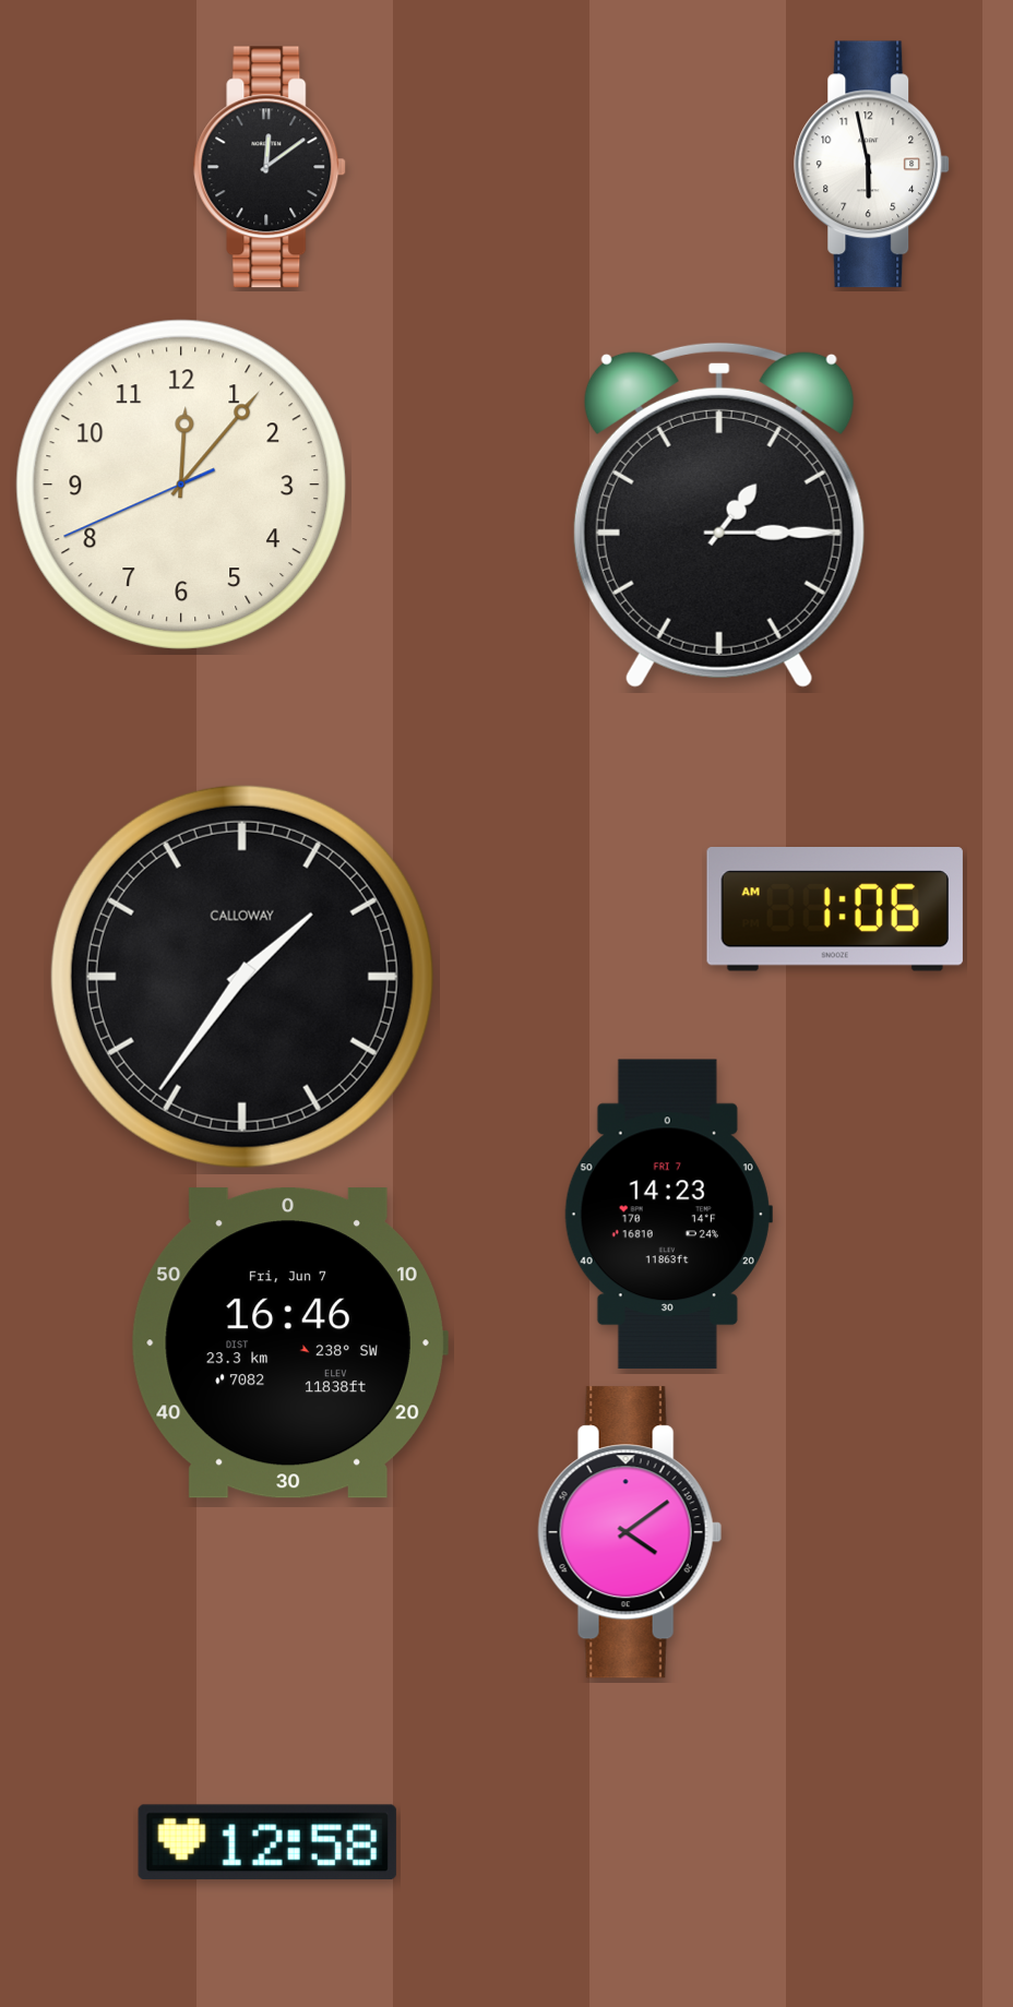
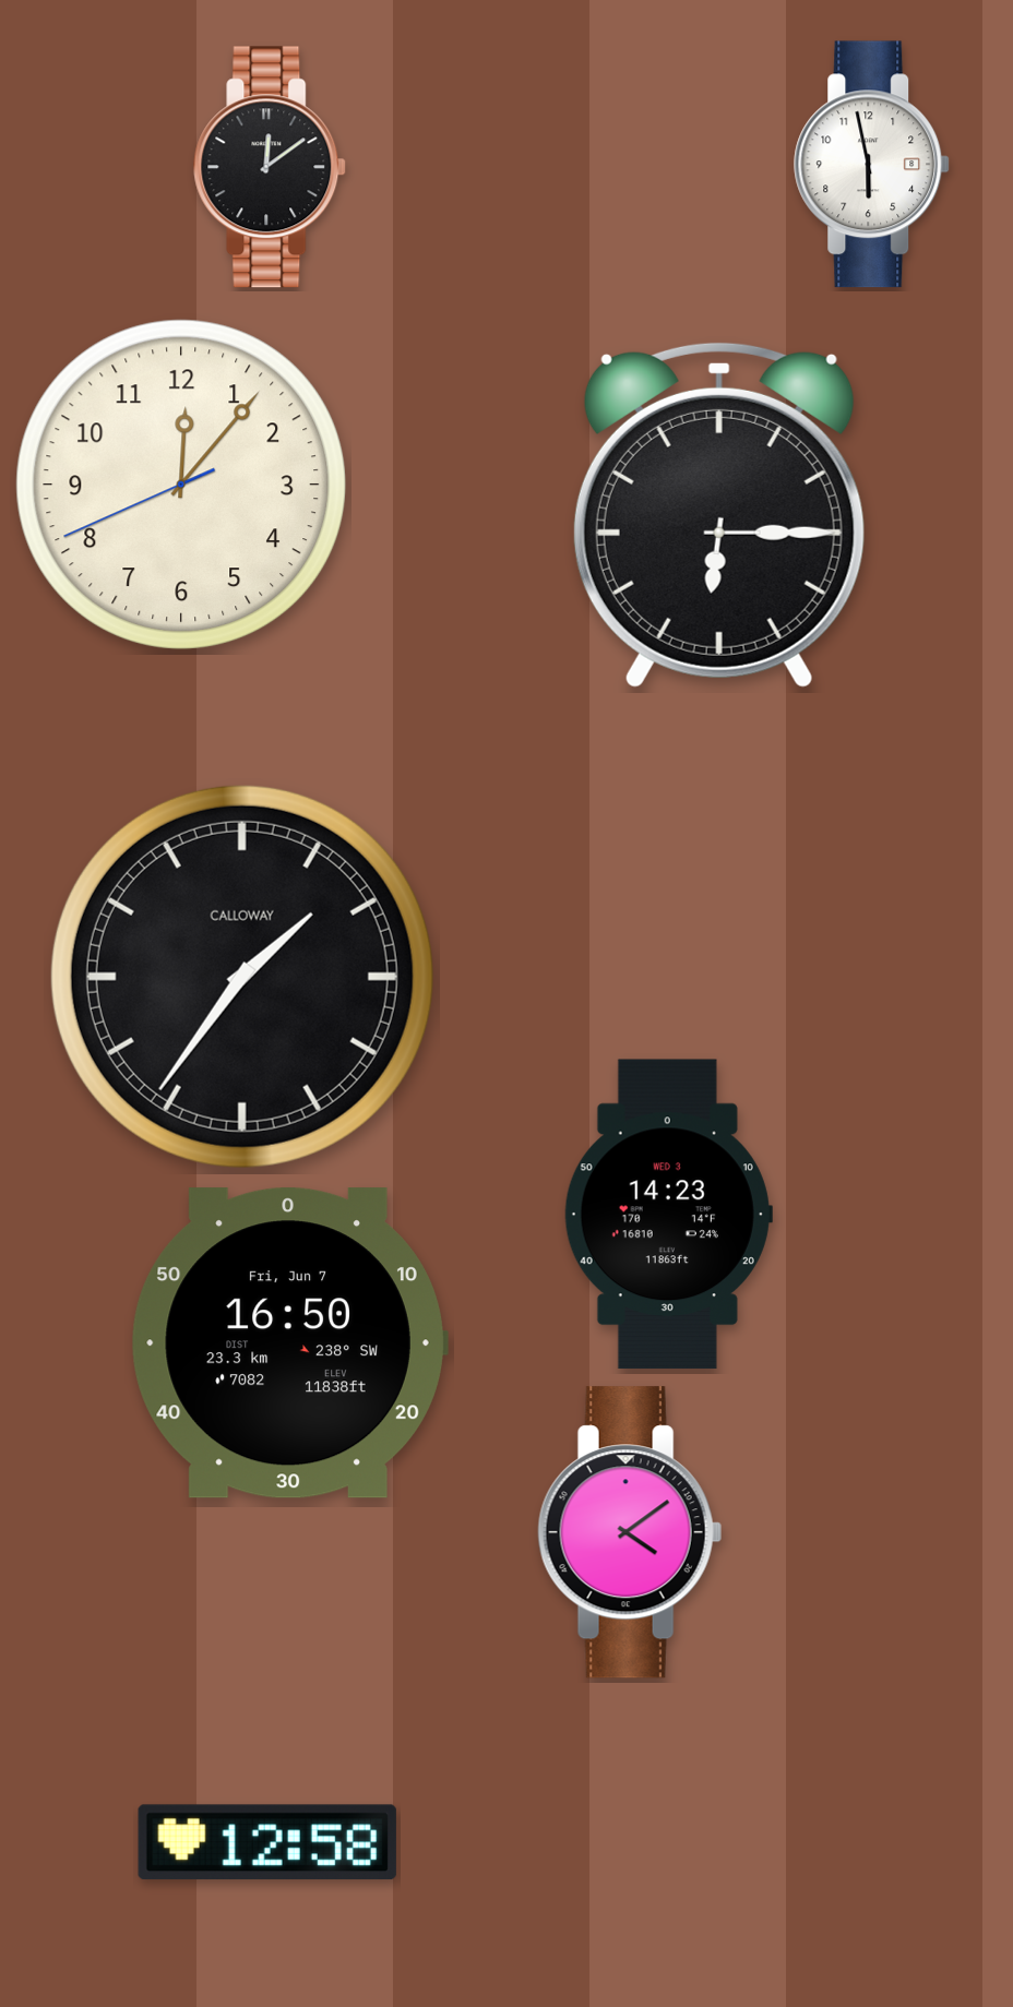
clock at (719, 515): 1:15 -> 6:15
clock at (835, 910): 1:06 -> none
clock at (668, 1215) date: FRI 7 -> WED 3
clock at (289, 1343): 16:46 -> 16:50
